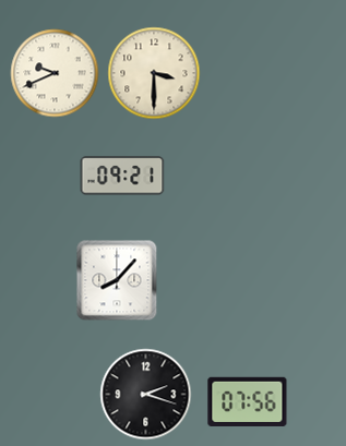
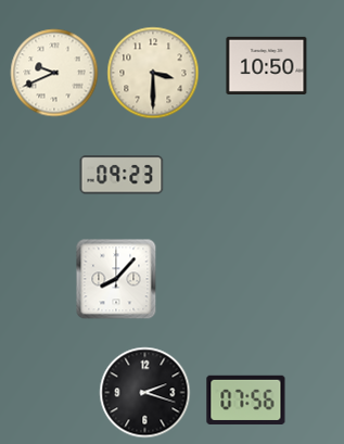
clock at (267, 65): none -> 10:50
clock at (122, 176): 09:21 -> 09:23
